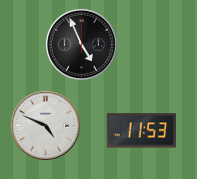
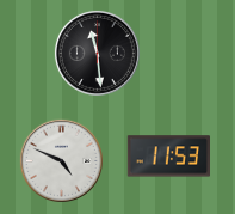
clock at (81, 44): 4:56 -> 11:29
clock at (45, 125) position: (45, 125) -> (61, 160)
